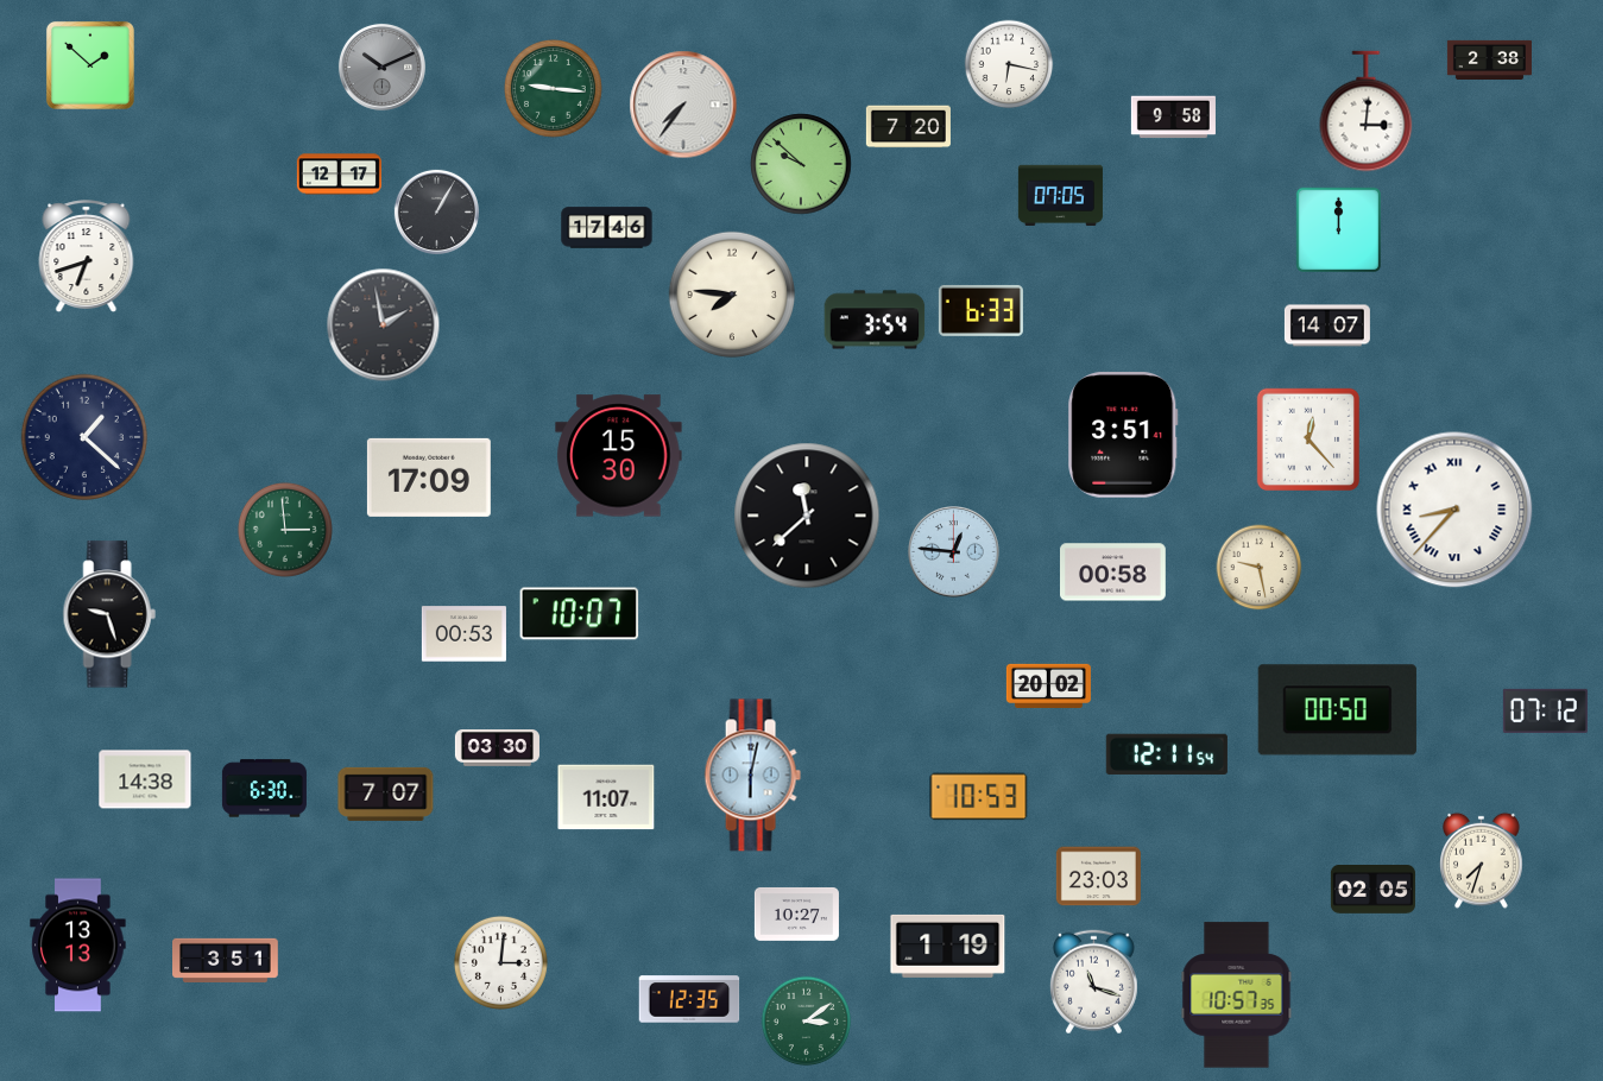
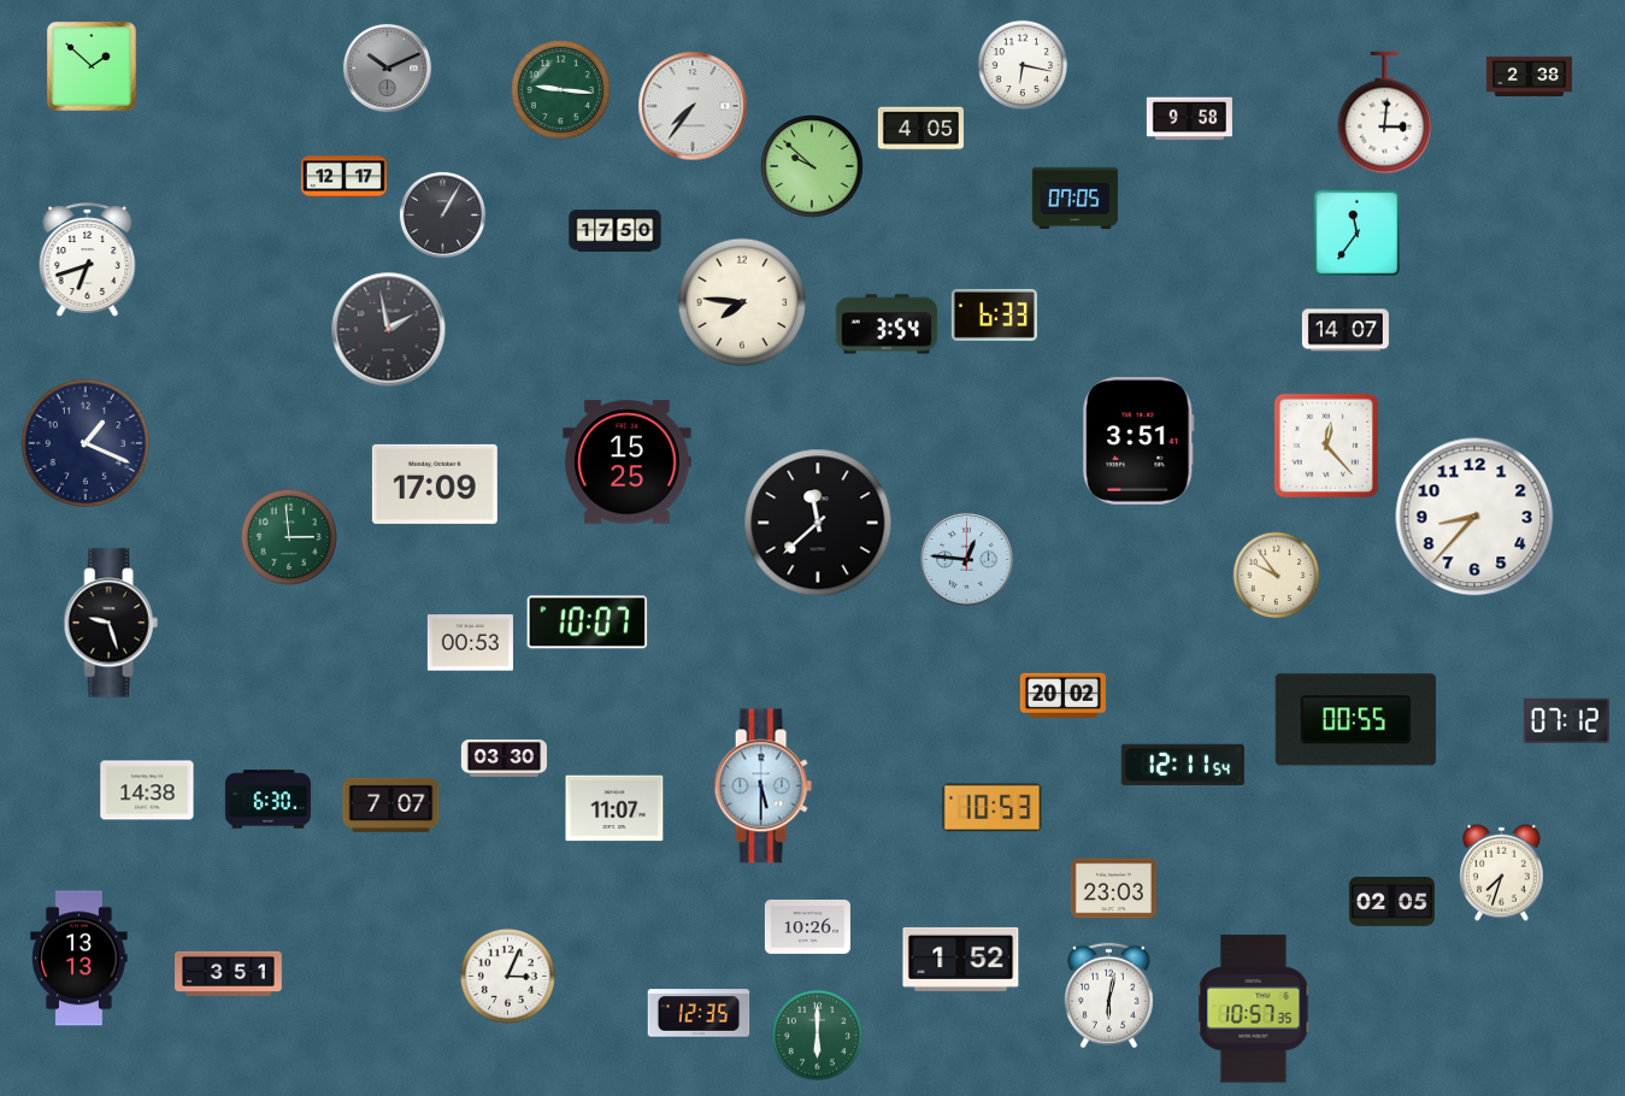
clock at (1489, 59) position: (1489, 59) -> (1529, 76)
clock at (908, 127): 7:20 -> 4:05
clock at (607, 228): 17:46 -> 17:50
clock at (1338, 229): 12:00 -> 11:36
clock at (732, 295) position: (732, 295) -> (742, 302)
clock at (84, 437): 1:22 -> 1:19
clock at (619, 456): 15:30 -> 15:25
clock at (1454, 510) numerals: Roman -> Arabic
clock at (1260, 568): 9:28 -> 9:54
clock at (1113, 573): 00:58 -> none
clock at (1337, 710): 00:50 -> 00:55
clock at (752, 776): 6:02 -> 5:30
clock at (796, 914): 10:27 -> 10:26
clock at (948, 946): 1:19 -> 1:52
clock at (500, 962): 3:01 -> 3:04
clock at (1093, 982): 11:18 -> 6:02
clock at (807, 1022): 3:09 -> 6:00
